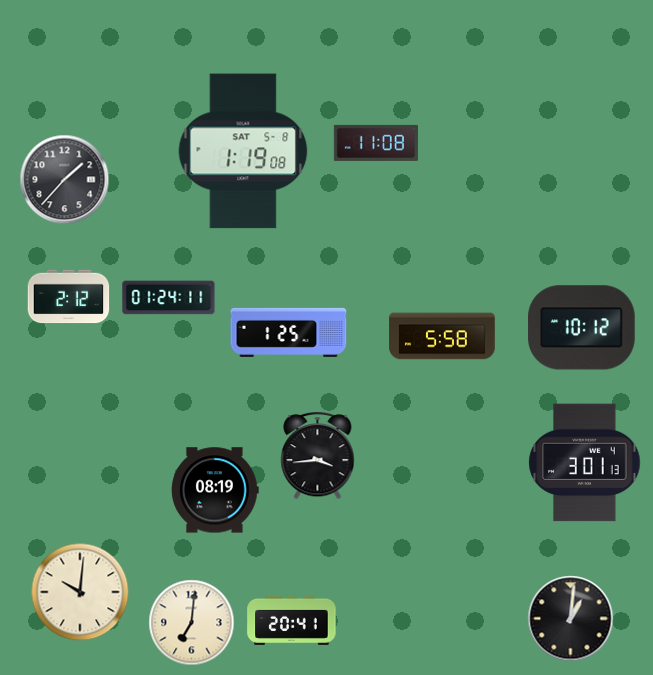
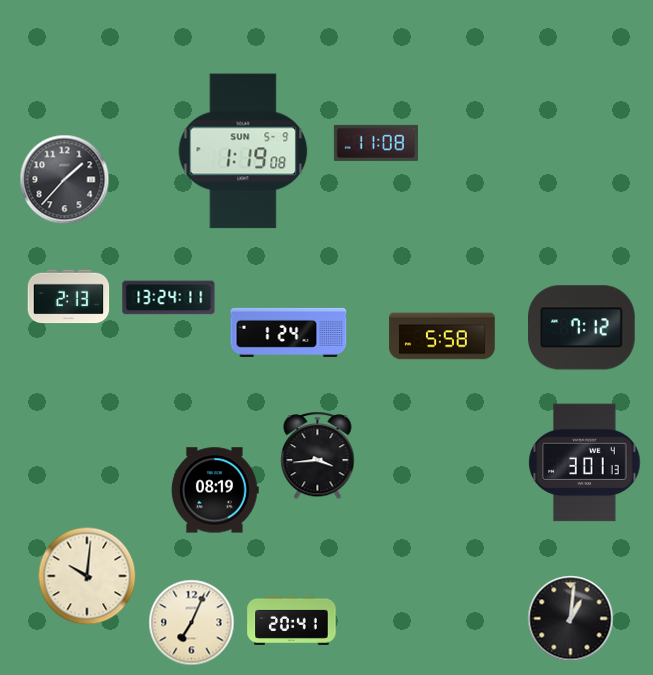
clock at (243, 151) date: SAT 5-8 -> SUN 5-9
clock at (69, 297): 2:12 -> 2:13
clock at (169, 298): 01:24 -> 13:24
clock at (582, 328): 10:12 -> 7:12
clock at (289, 332): 1:25 -> 1:24
clock at (80, 592) position: (80, 592) -> (87, 576)
clock at (192, 623): 7:01 -> 7:04
